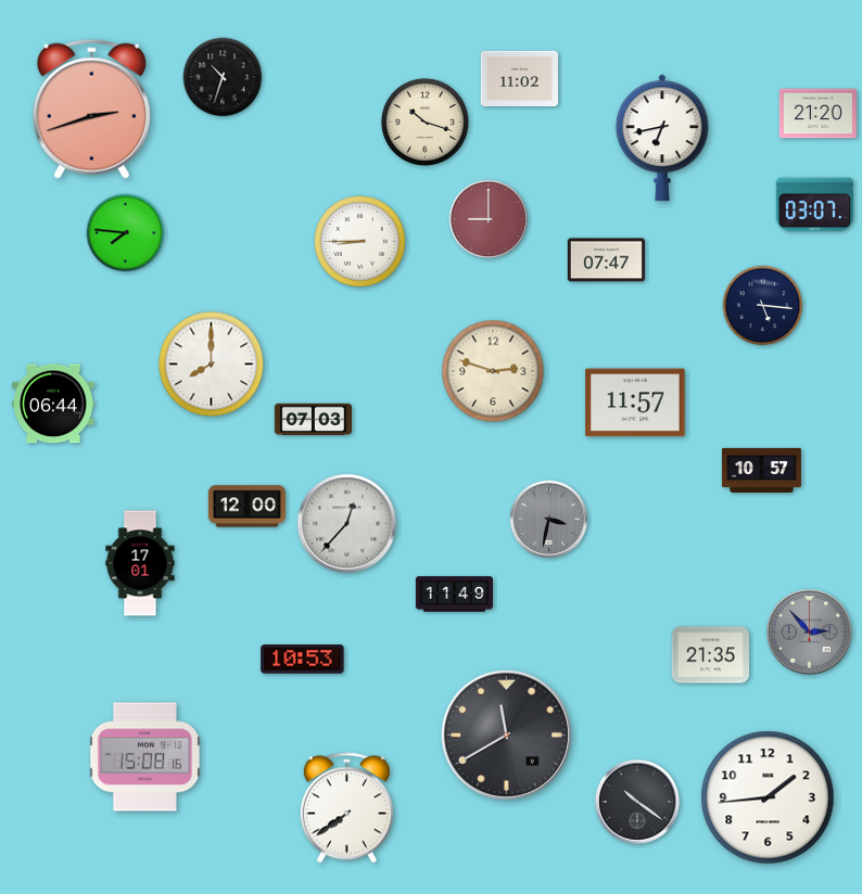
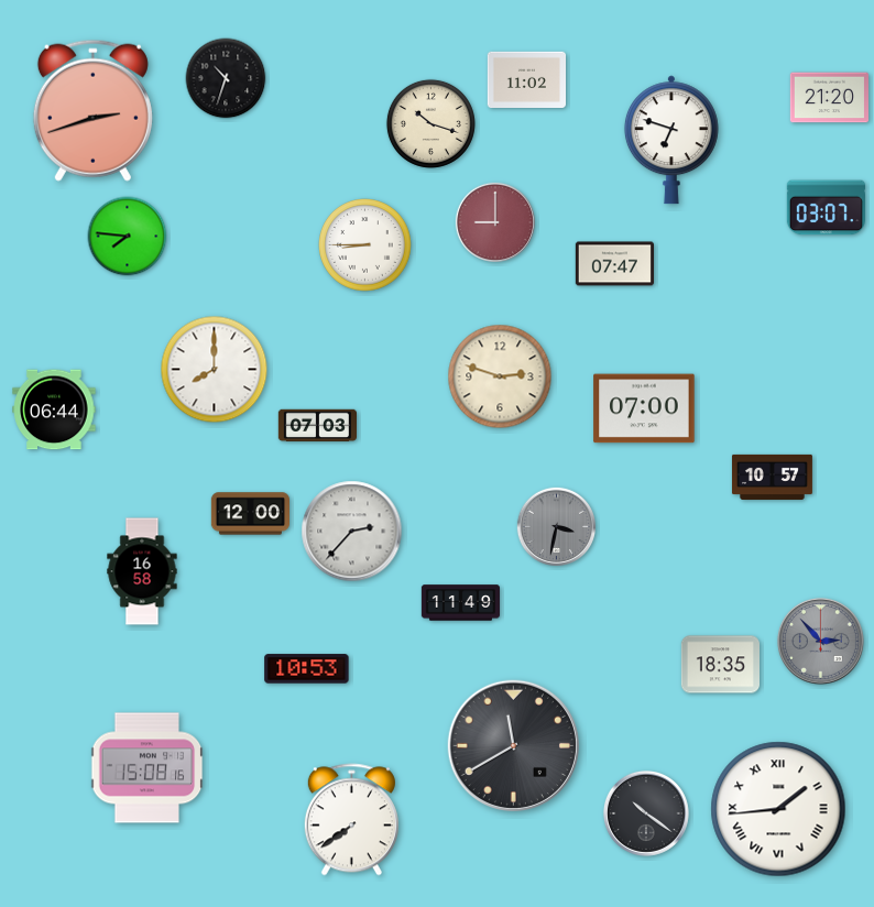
clock at (817, 114) position: (817, 114) -> (829, 98)
clock at (662, 138): 6:43 -> 6:48
clock at (763, 306): 5:16 -> none
clock at (635, 403): 11:57 -> 07:00
clock at (347, 524): 12:37 -> 2:37
clock at (140, 563): 17:01 -> 16:58
clock at (710, 655): 21:35 -> 18:35
clock at (768, 797) numerals: Arabic -> Roman
